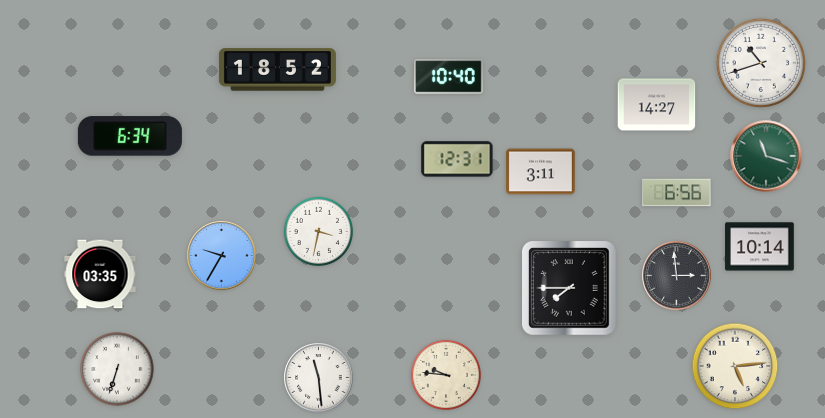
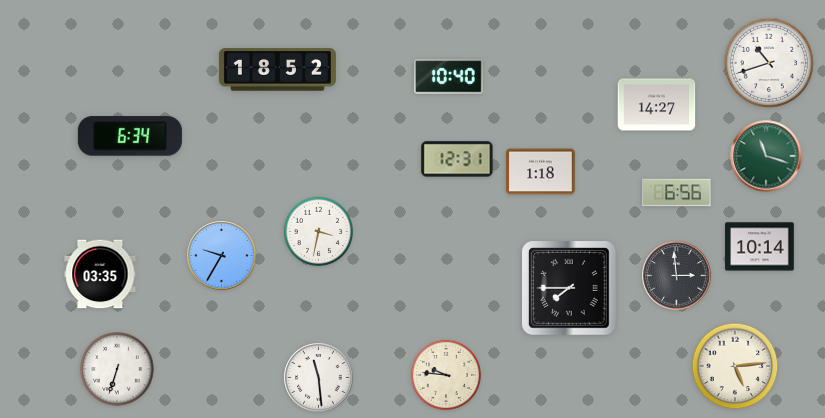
clock at (761, 63) position: (761, 63) -> (769, 63)
clock at (541, 172): 3:11 -> 1:18
